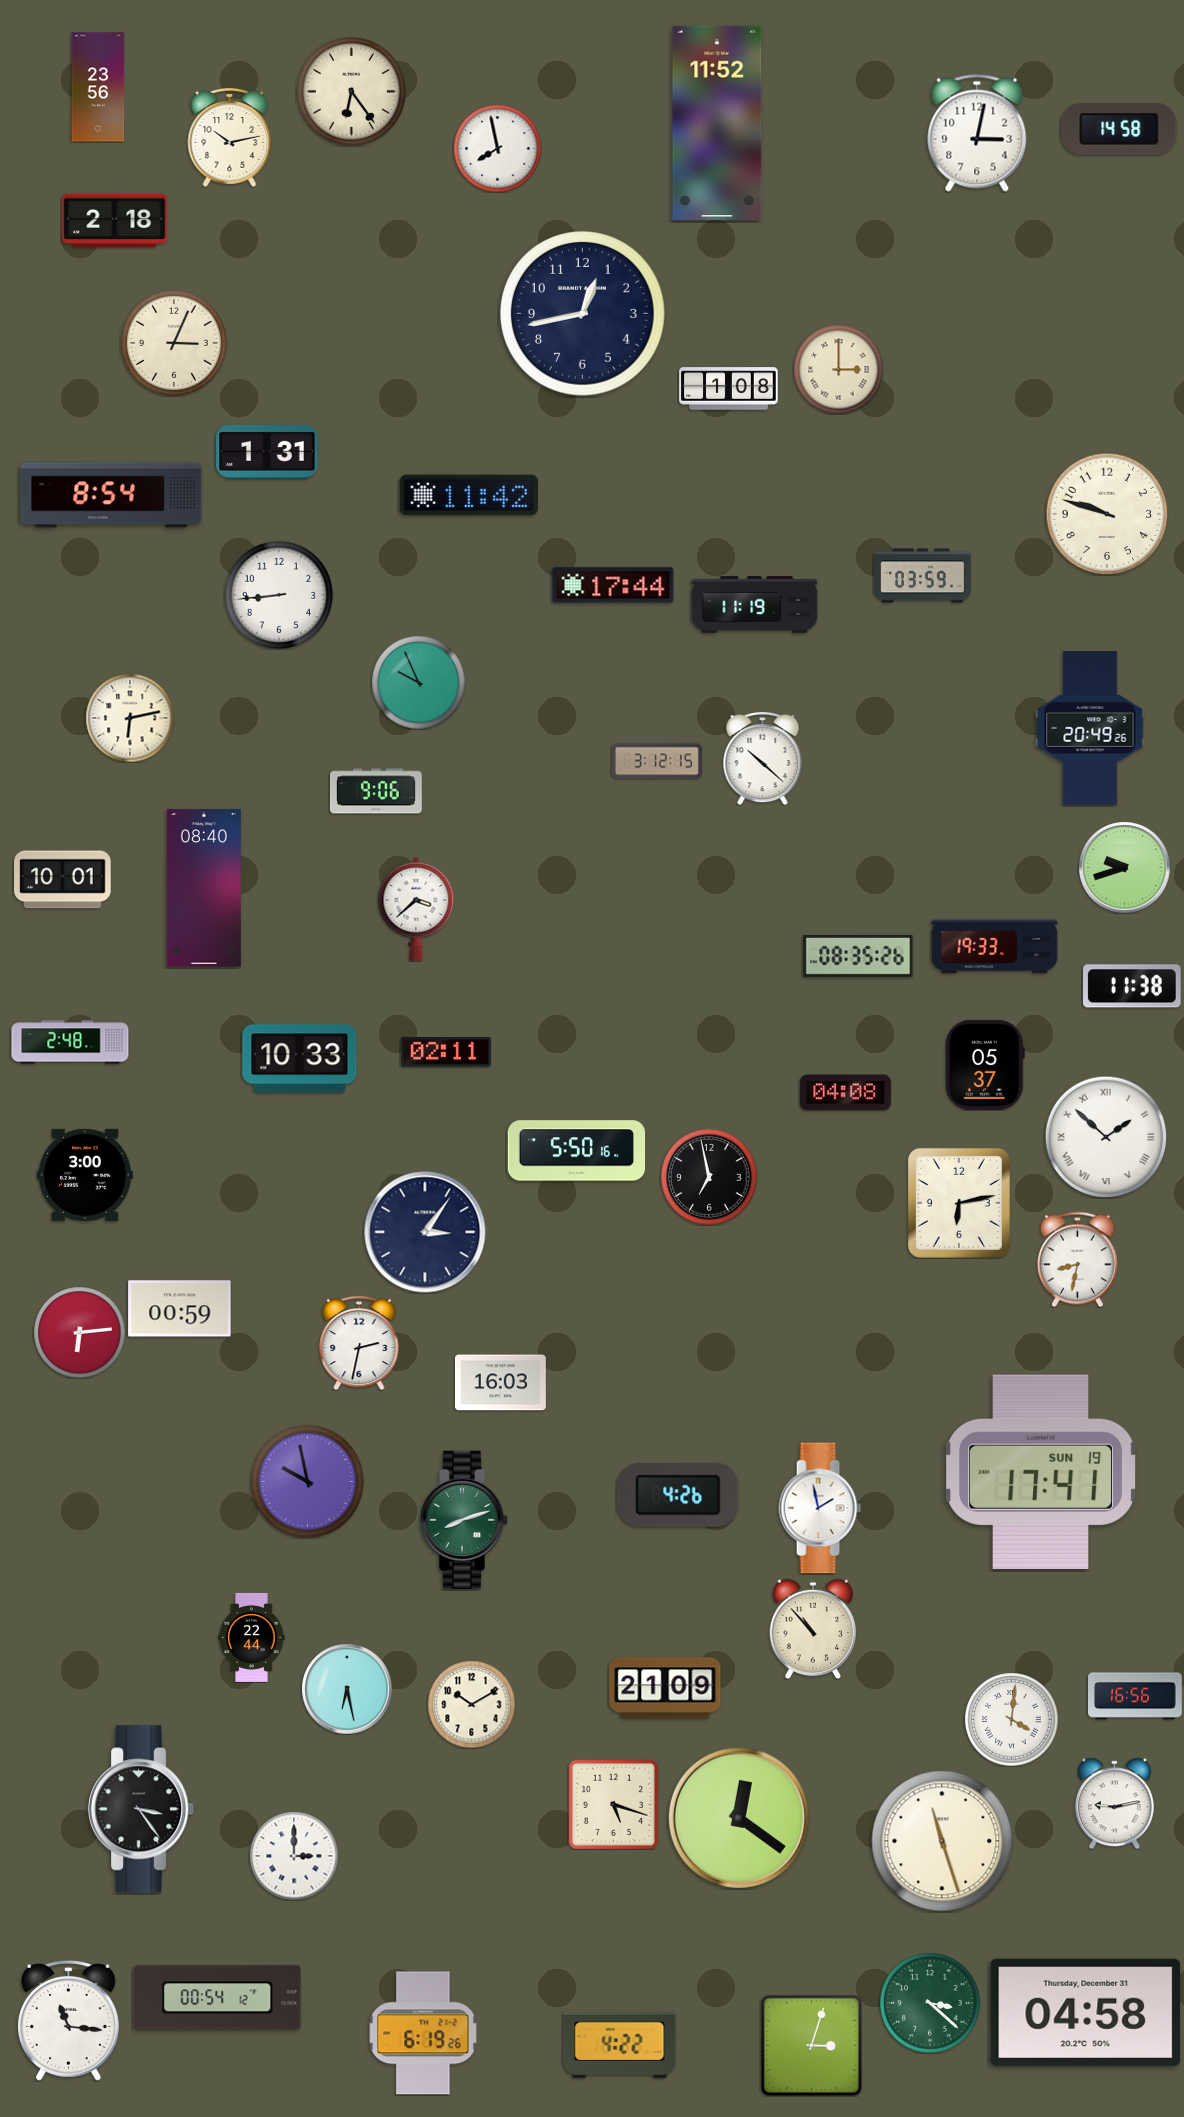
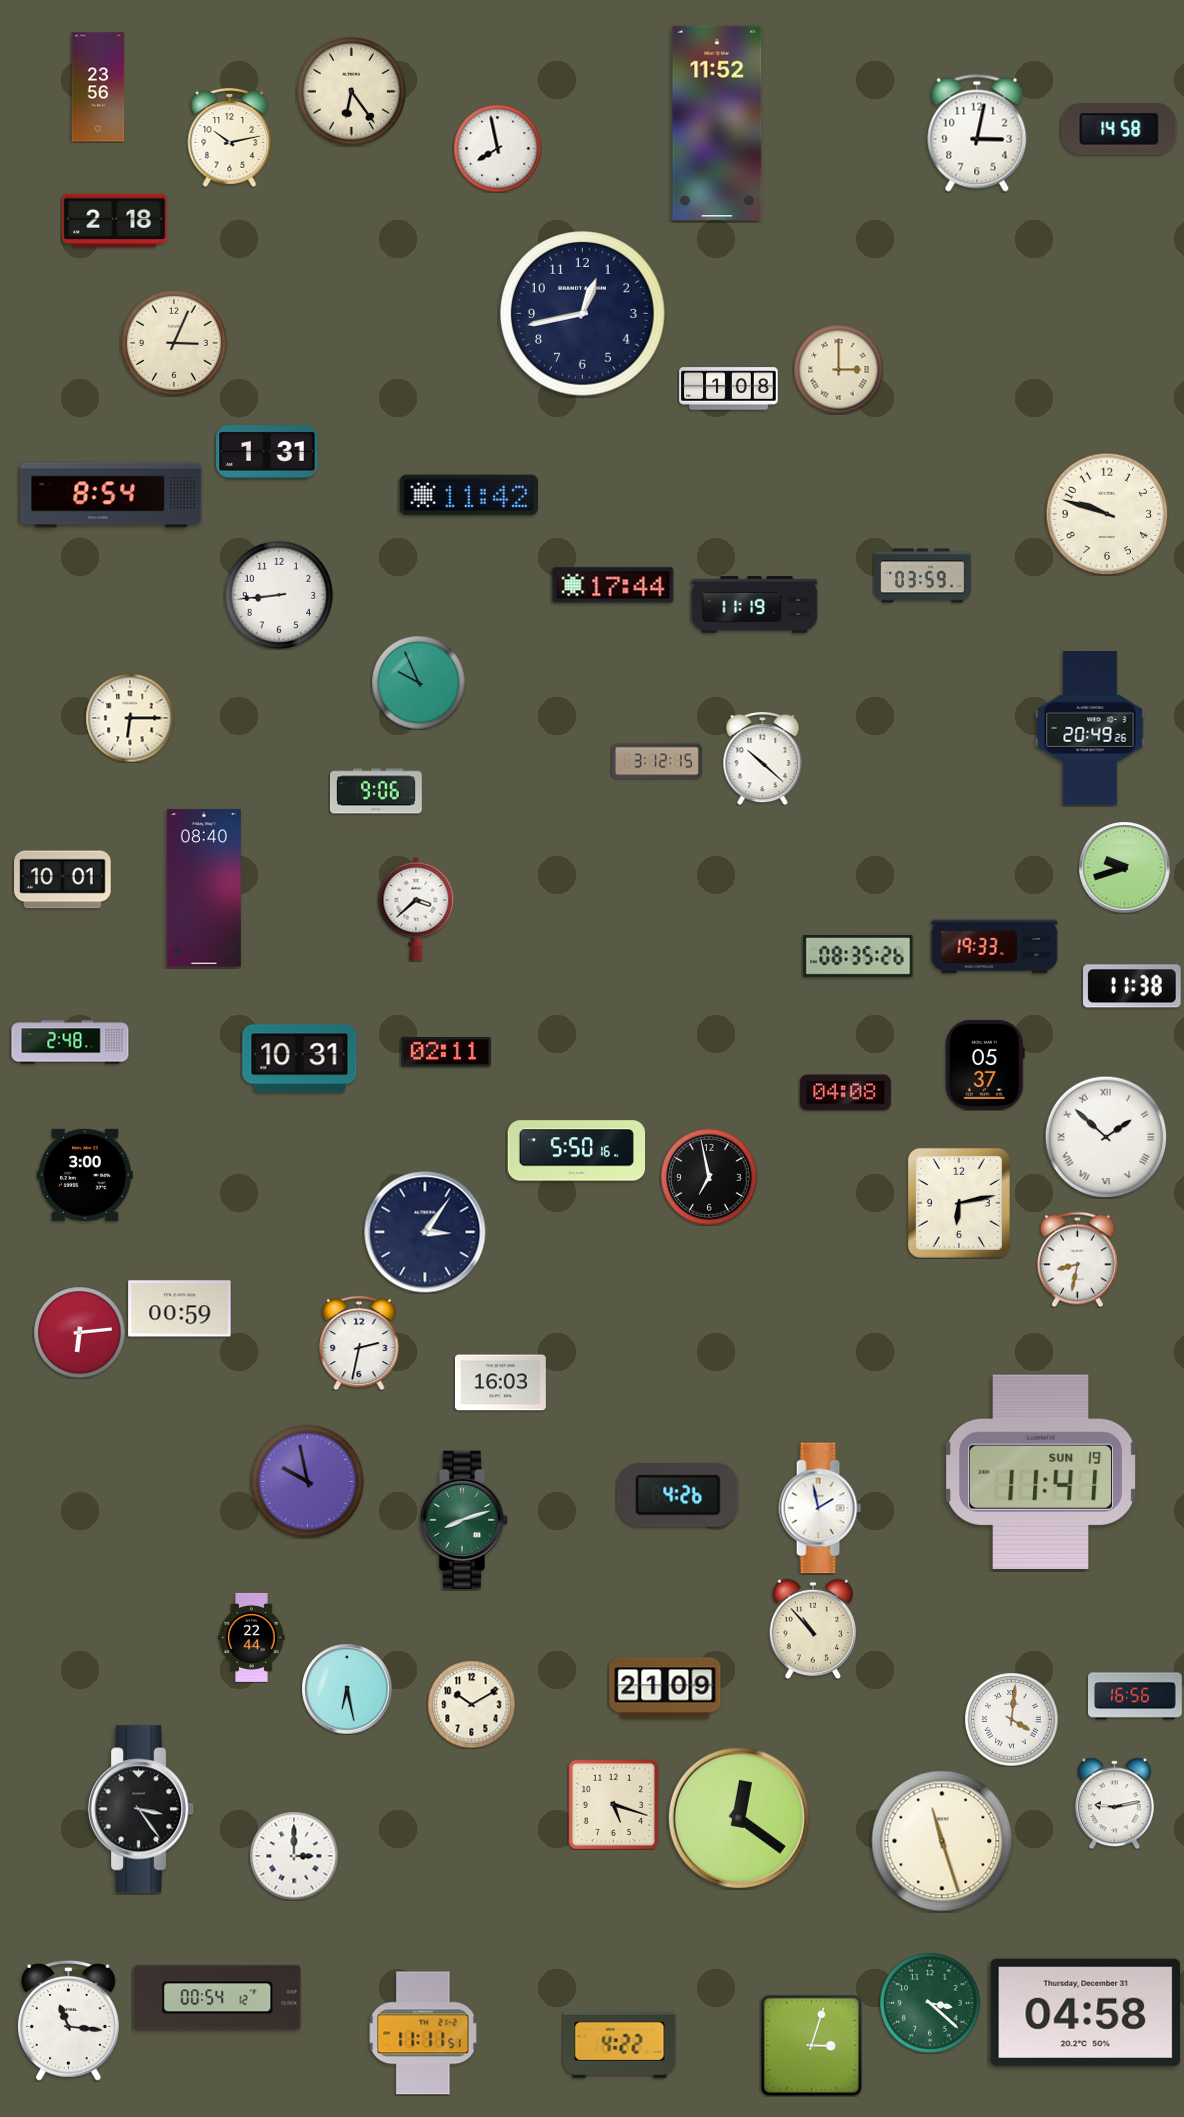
clock at (130, 718): 6:13 -> 6:15
clock at (300, 1059): 10:33 -> 10:31
clock at (1041, 1472): 17:41 -> 11:41
clock at (423, 2033): 6:19 -> 11:11
